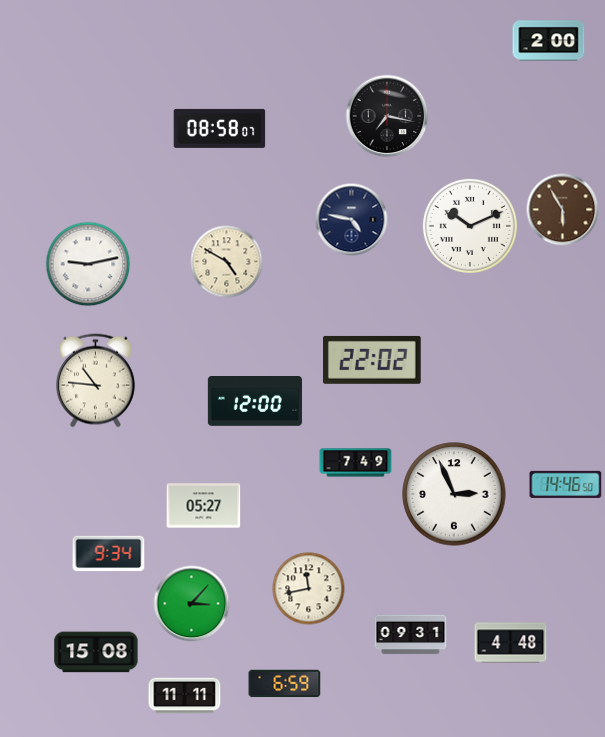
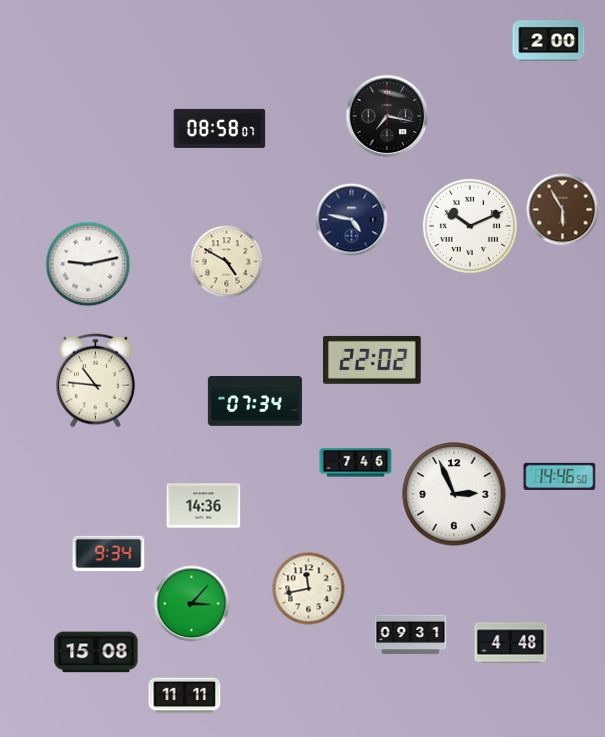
clock at (255, 402): 12:00 -> 07:34
clock at (356, 463): 7:49 -> 7:46
clock at (566, 484) position: (566, 484) -> (560, 476)
clock at (204, 506): 05:27 -> 14:36
clock at (285, 684): 6:59 -> none
